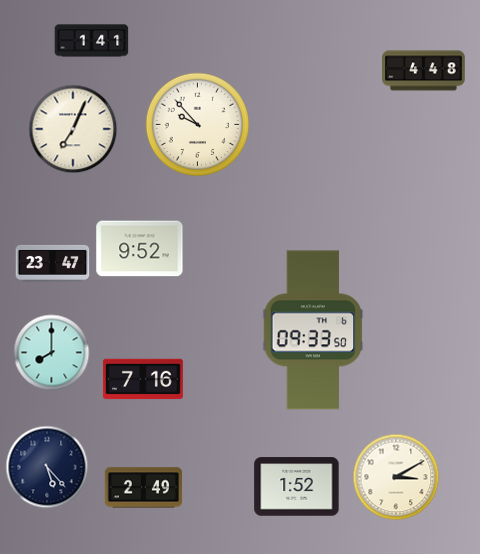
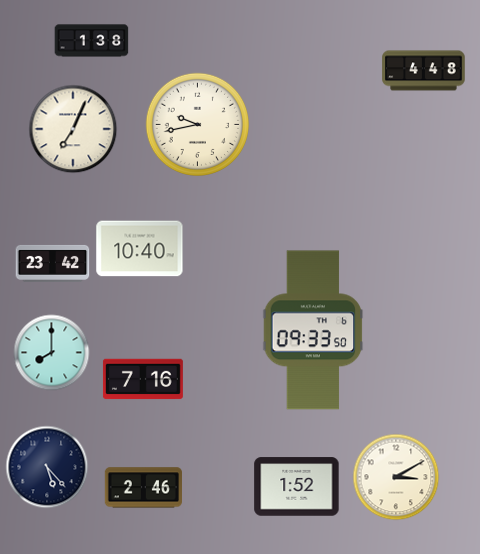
clock at (92, 41): 1:41 -> 1:38
clock at (198, 125): 9:53 -> 9:43
clock at (140, 249): 9:52 -> 10:40
clock at (53, 263): 23:47 -> 23:42
clock at (143, 488): 2:49 -> 2:46
